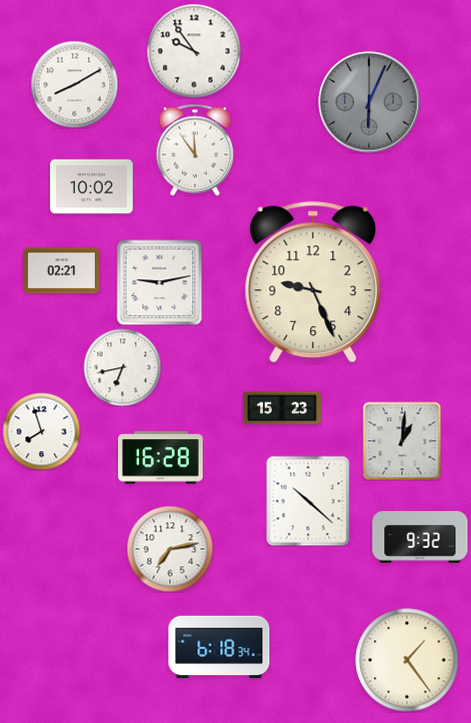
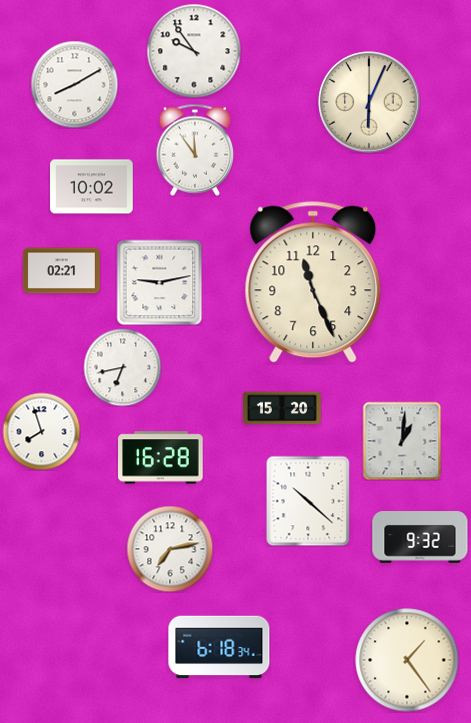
clock at (369, 102) dial: grey -> cream
clock at (313, 282): 9:26 -> 11:26
clock at (282, 408): 15:23 -> 15:20
